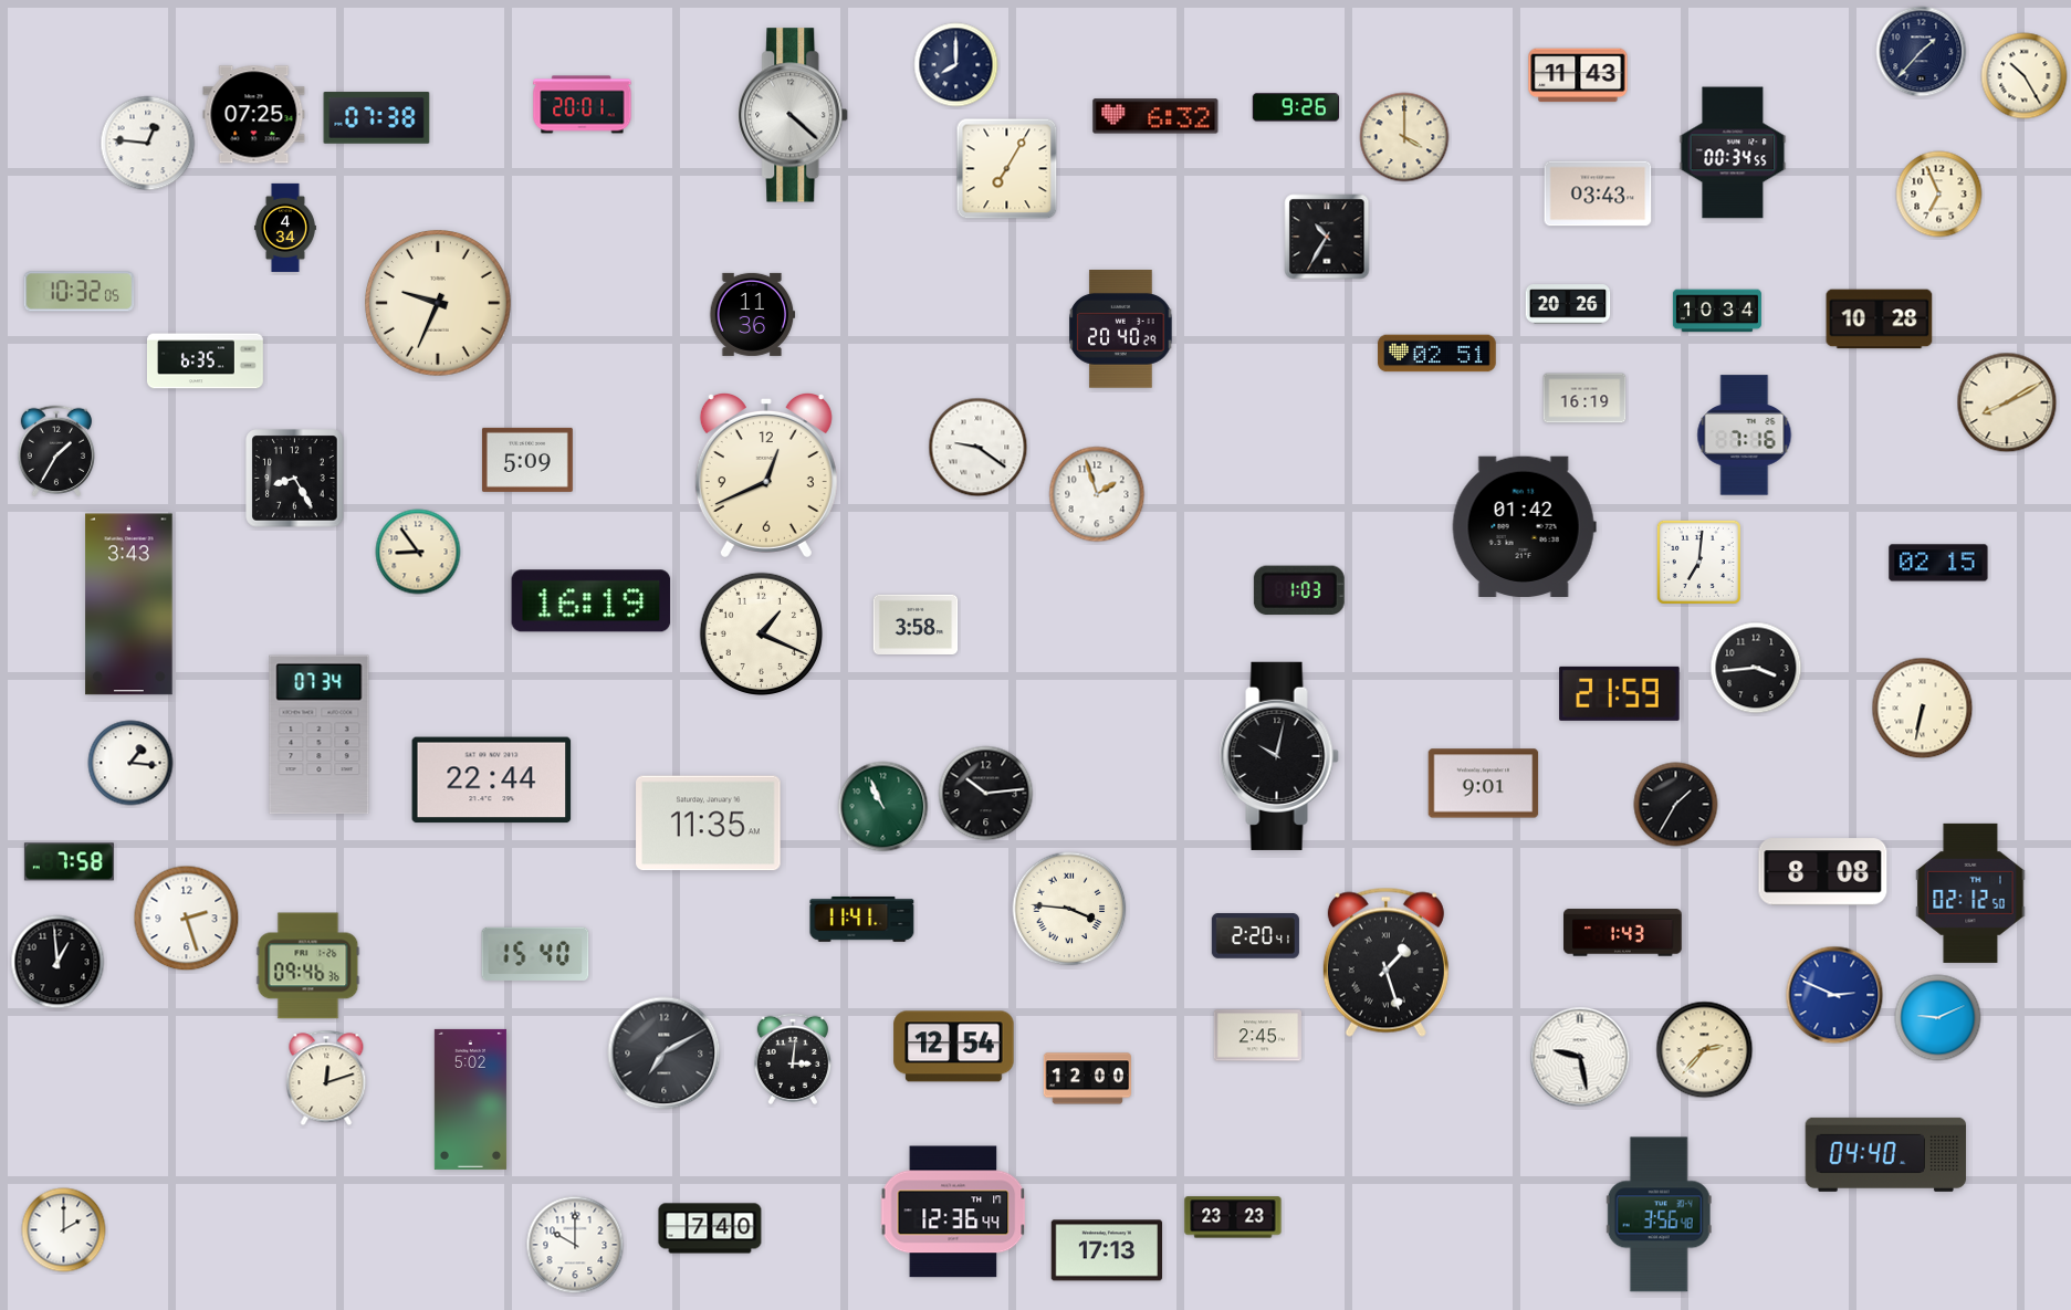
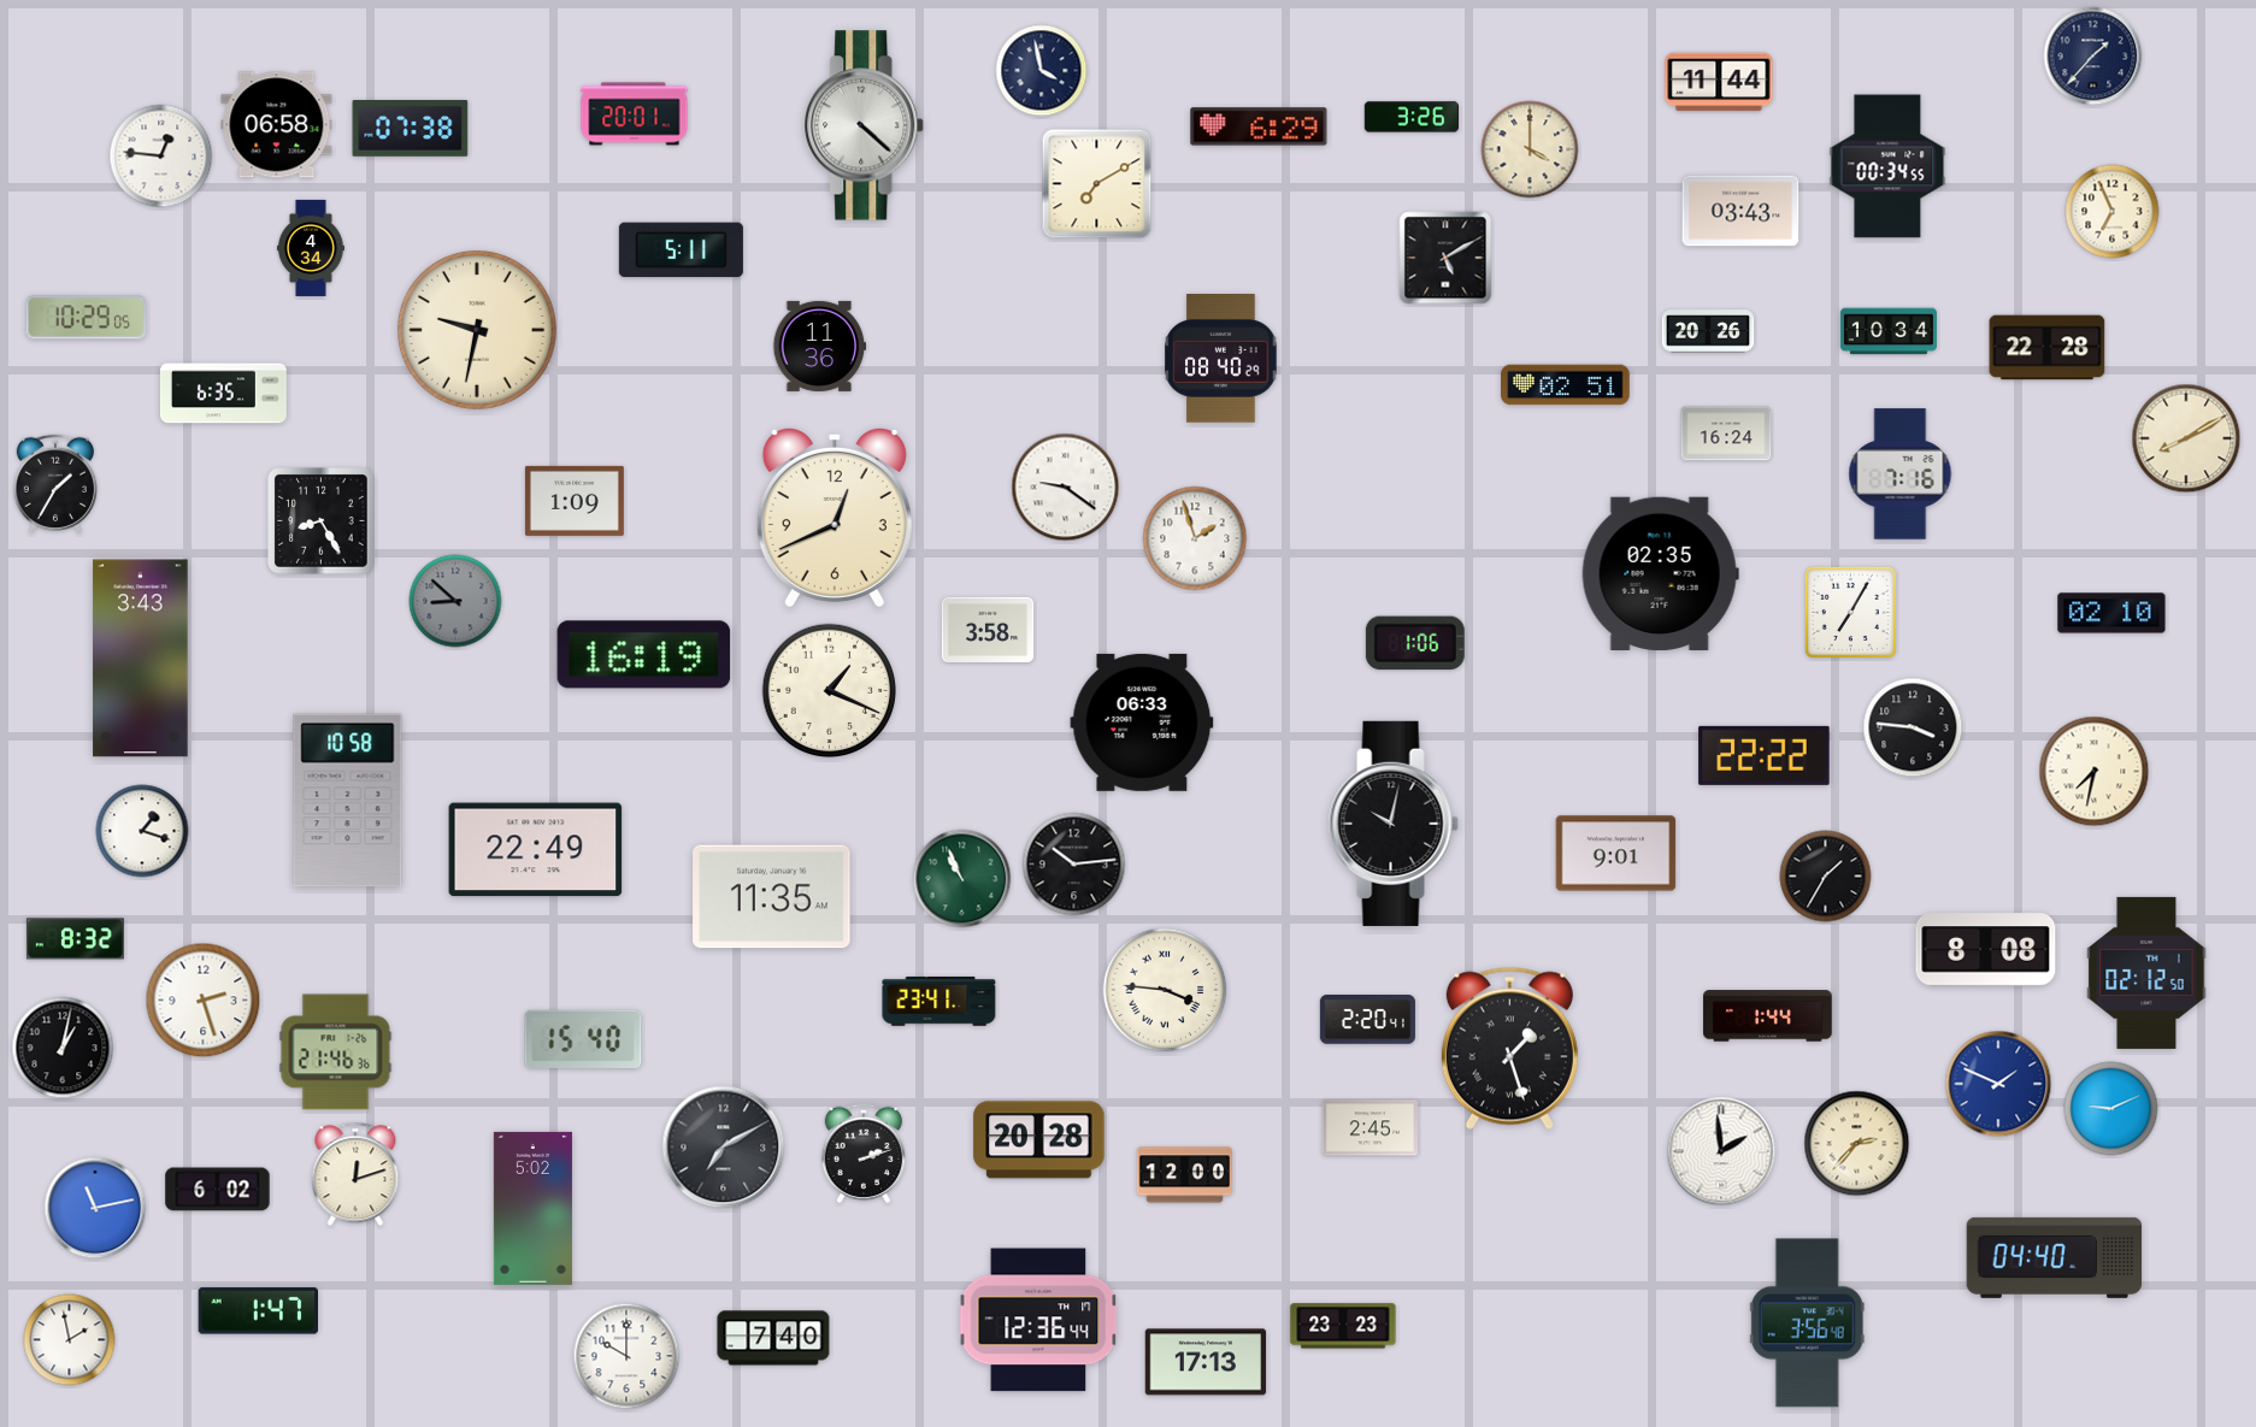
clock at (956, 65): 8:00 -> 3:58
clock at (1578, 75): 11:43 -> 11:44
clock at (2025, 76): 10:25 -> none
clock at (1295, 107): 9:26 -> 3:26
clock at (254, 115): 07:25 -> 06:58
clock at (1155, 116): 6:32 -> 6:29
clock at (1007, 169): 7:05 -> 7:10
clock at (681, 250): none -> 5:11
clock at (1327, 237): 10:35 -> 5:10
clock at (80, 292): 10:32 -> 10:29
clock at (439, 304): 9:34 -> 9:32
clock at (1717, 311) position: (1717, 311) -> (1889, 331)
clock at (753, 314) position: (753, 314) -> (820, 346)
clock at (1880, 319): 10:28 -> 22:28
clock at (1121, 329): 20:40 -> 08:40
clock at (1584, 398): 16:19 -> 16:24
clock at (55, 451) position: (55, 451) -> (54, 484)
clock at (527, 460): 5:09 -> 1:09
clock at (1524, 527): 01:42 -> 02:35
clock at (418, 552): 8:54 -> 8:52
clock at (418, 552) dial: cream -> grey
clock at (1698, 562): 7:01 -> 7:05
clock at (1938, 563): 02:15 -> 02:10
clock at (1299, 590): 1:03 -> 1:06
clock at (916, 623) position: (916, 623) -> (988, 629)
clock at (1142, 723): none -> 06:33
clock at (1756, 668): 3:44 -> 3:46
clock at (1620, 693): 21:59 -> 22:22
clock at (1923, 709): 6:32 -> 7:32
clock at (320, 735): 07:34 -> 10:58
clock at (130, 763): 1:16 -> 1:18
clock at (492, 780): 22:44 -> 22:49
clock at (69, 862): 7:58 -> 8:32
clock at (862, 920): 11:41 -> 23:41
clock at (1623, 933): 1:43 -> 1:44
clock at (57, 962): 12:59 -> 1:02
clock at (308, 966): 09:46 -> 21:46
clock at (1834, 995): 2:49 -> 1:49
clock at (954, 1047): 12:54 -> 20:28
clock at (1580, 1057): 9:28 -> 1:59
clock at (792, 1059): 3:01 -> 2:12
clock at (218, 1190): none -> 6:02
clock at (470, 1099) position: (470, 1099) -> (532, 1208)
clock at (95, 1208): none -> 11:13
clock at (258, 1311): none -> 1:47
clock at (64, 1230): 2:00 -> 1:58
